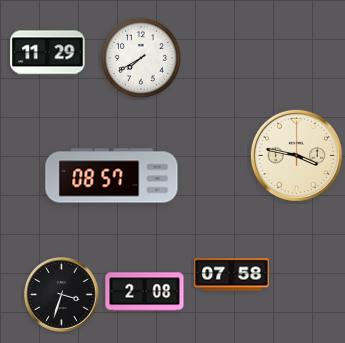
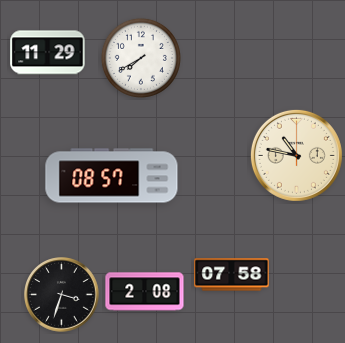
clock at (296, 155): 3:47 -> 10:47
